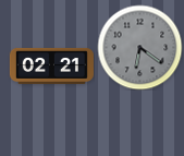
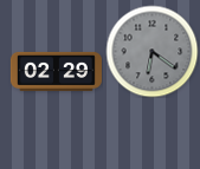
clock at (51, 65): 02:21 -> 02:29
